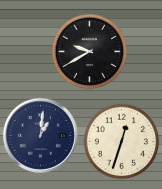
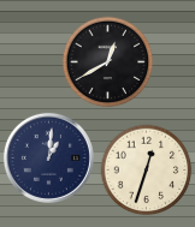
clock at (90, 52): 9:40 -> 12:40
clock at (40, 135) position: (40, 135) -> (48, 157)
